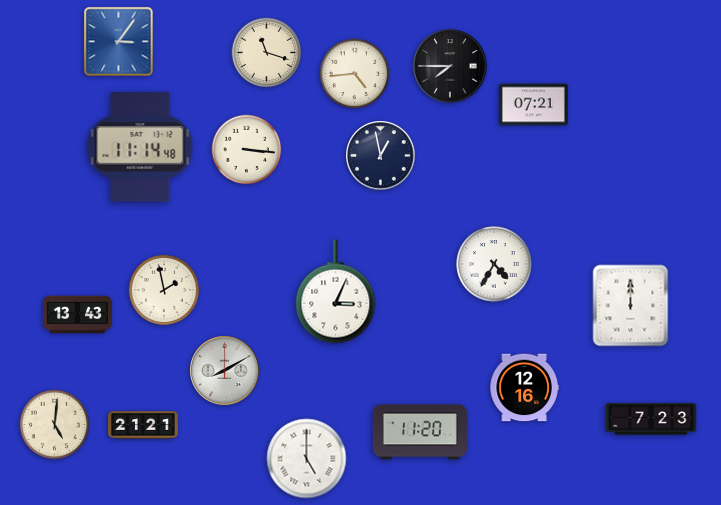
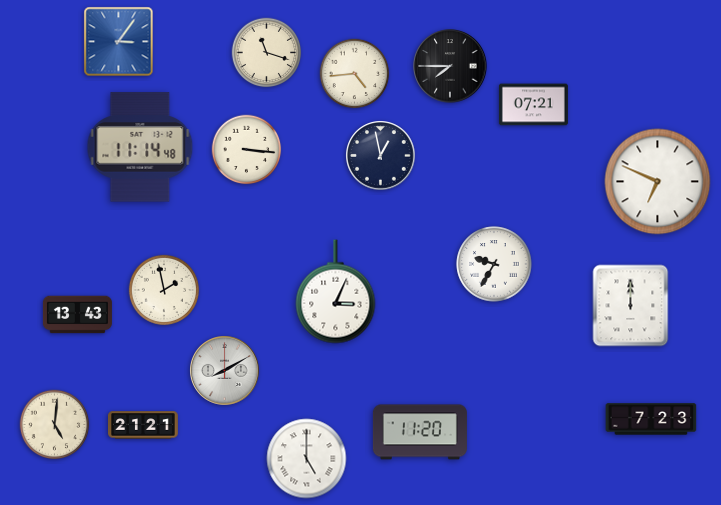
clock at (658, 182): none -> 6:49
clock at (494, 264): 4:35 -> 9:35
clock at (524, 388): 12:16 -> none
